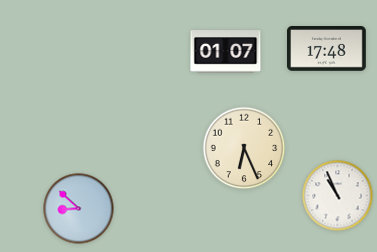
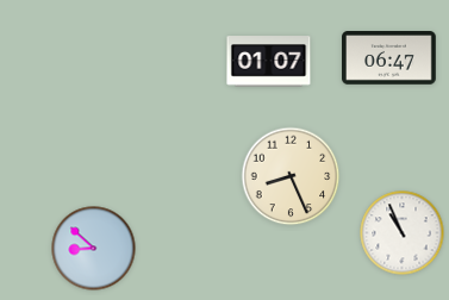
clock at (327, 49): 17:48 -> 06:47
clock at (244, 148): 6:26 -> 8:26
